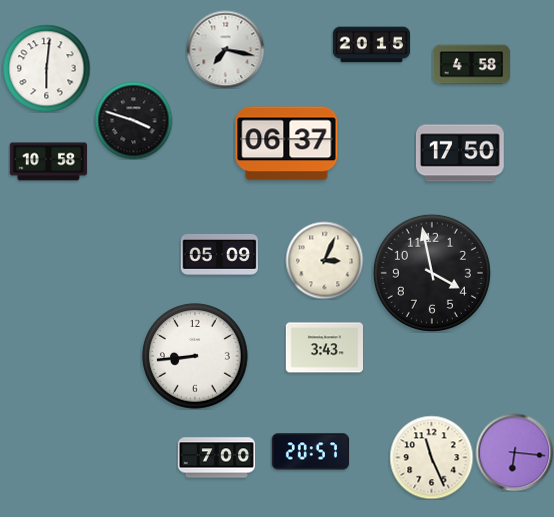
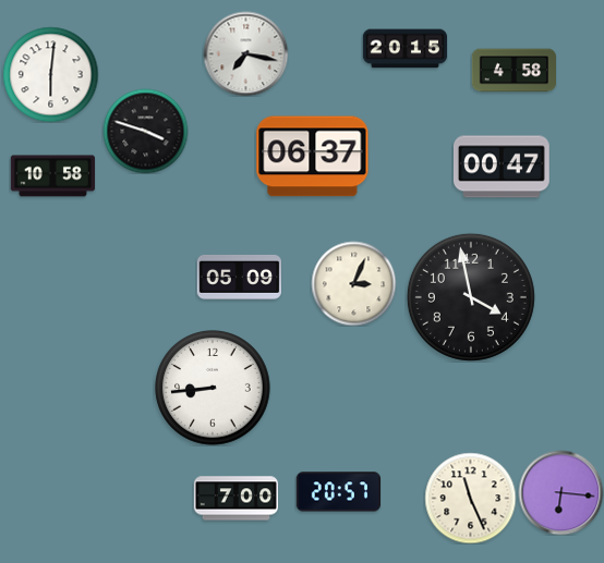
clock at (461, 153): 17:50 -> 00:47
clock at (324, 348): 3:43 -> none
